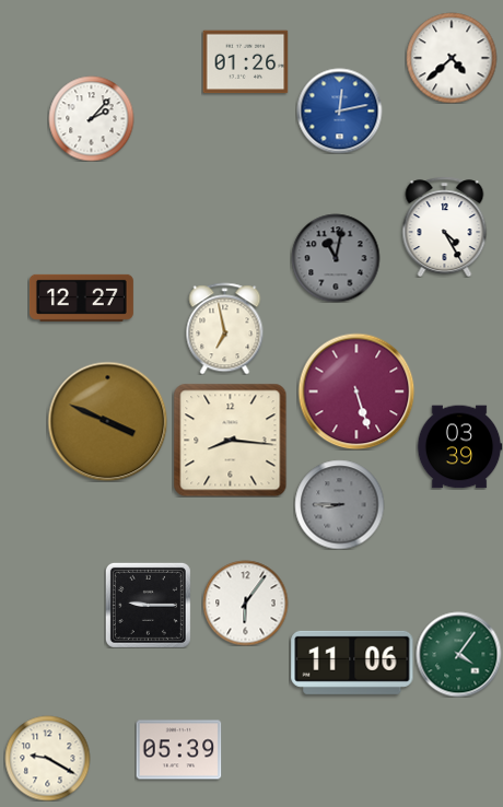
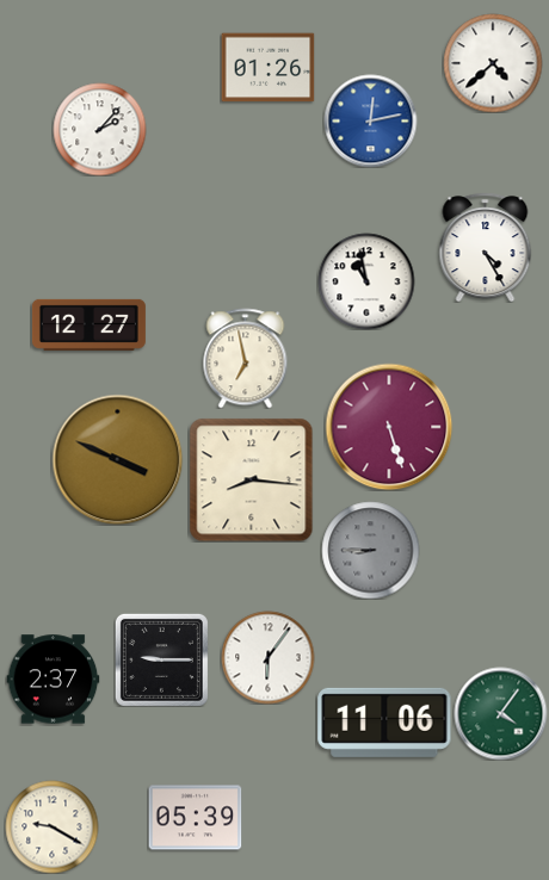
clock at (336, 258): 11:02 -> 10:58
clock at (336, 258) dial: grey -> white
clock at (459, 447): 03:39 -> none
clock at (53, 680): none -> 2:37
